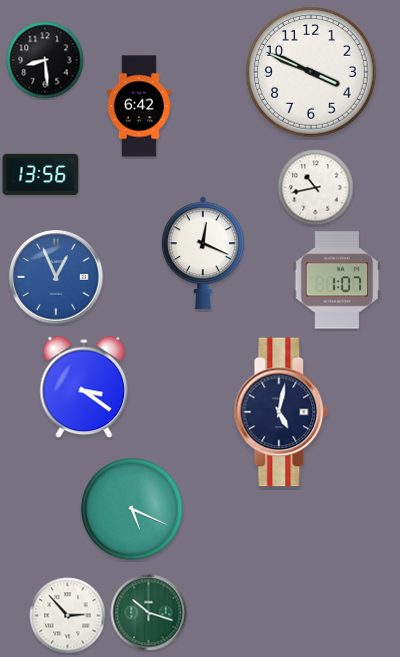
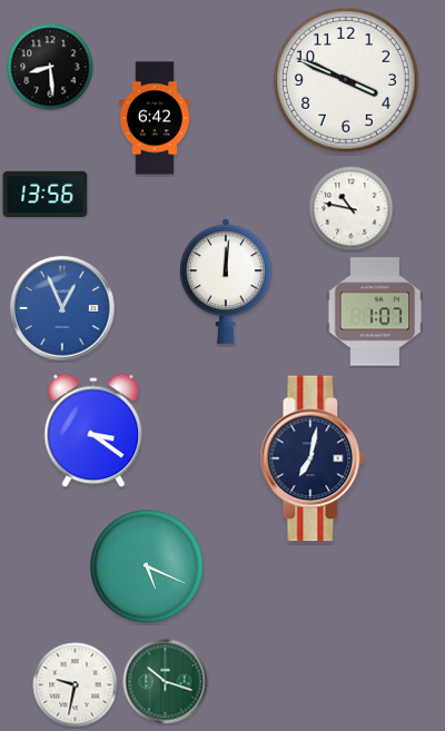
clock at (316, 188): 10:43 -> 10:47
clock at (203, 253): 12:19 -> 12:01
clock at (281, 412): 5:02 -> 7:02
clock at (68, 616): 2:53 -> 9:32
